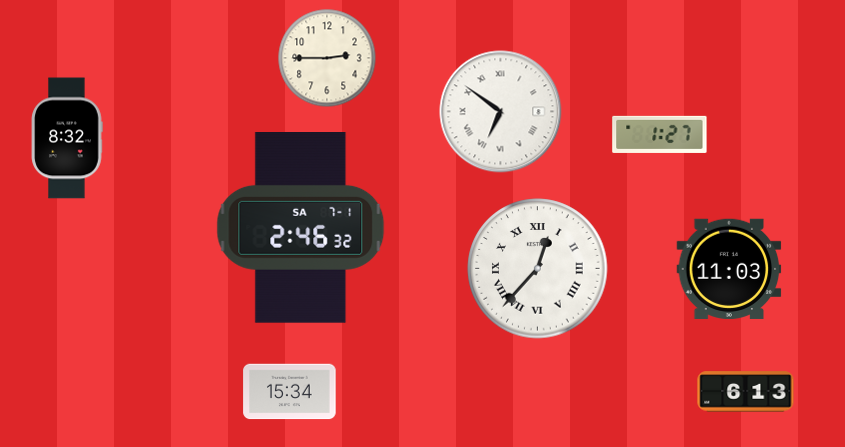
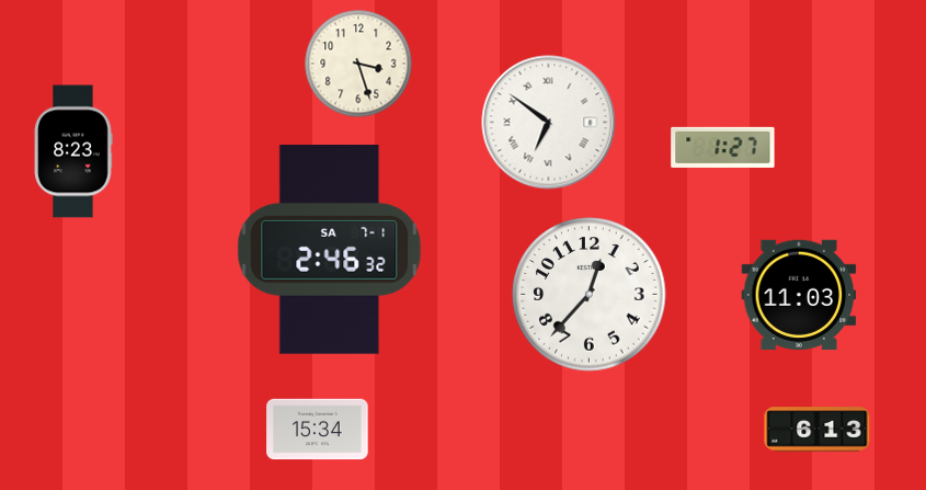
clock at (327, 58): 2:45 -> 3:27
clock at (67, 138): 8:32 -> 8:23
clock at (538, 269) numerals: Roman -> Arabic
